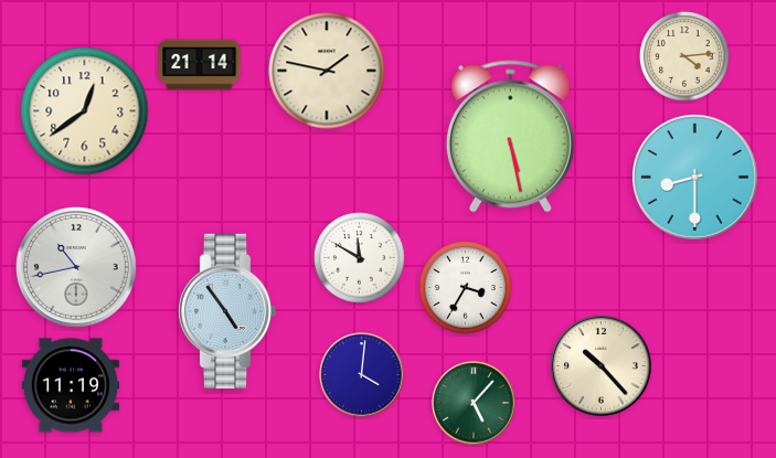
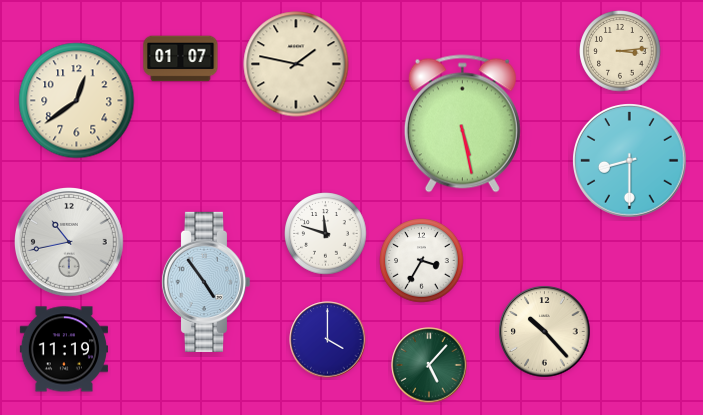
clock at (684, 56): 4:14 -> 3:14
clock at (200, 65): 21:14 -> 01:07
clock at (360, 258): 11:50 -> 11:48
clock at (362, 375): 4:01 -> 4:00
